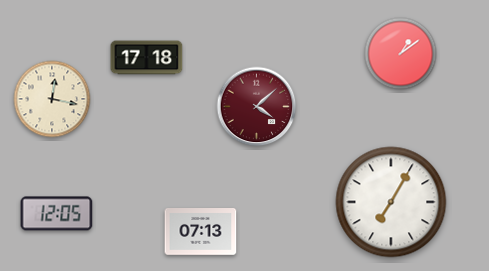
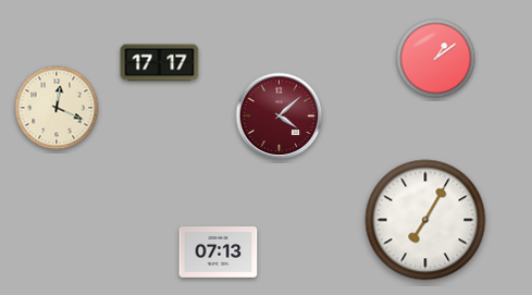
clock at (147, 58): 17:18 -> 17:17
clock at (52, 99): 12:17 -> 12:19
clock at (57, 214): 12:05 -> none
